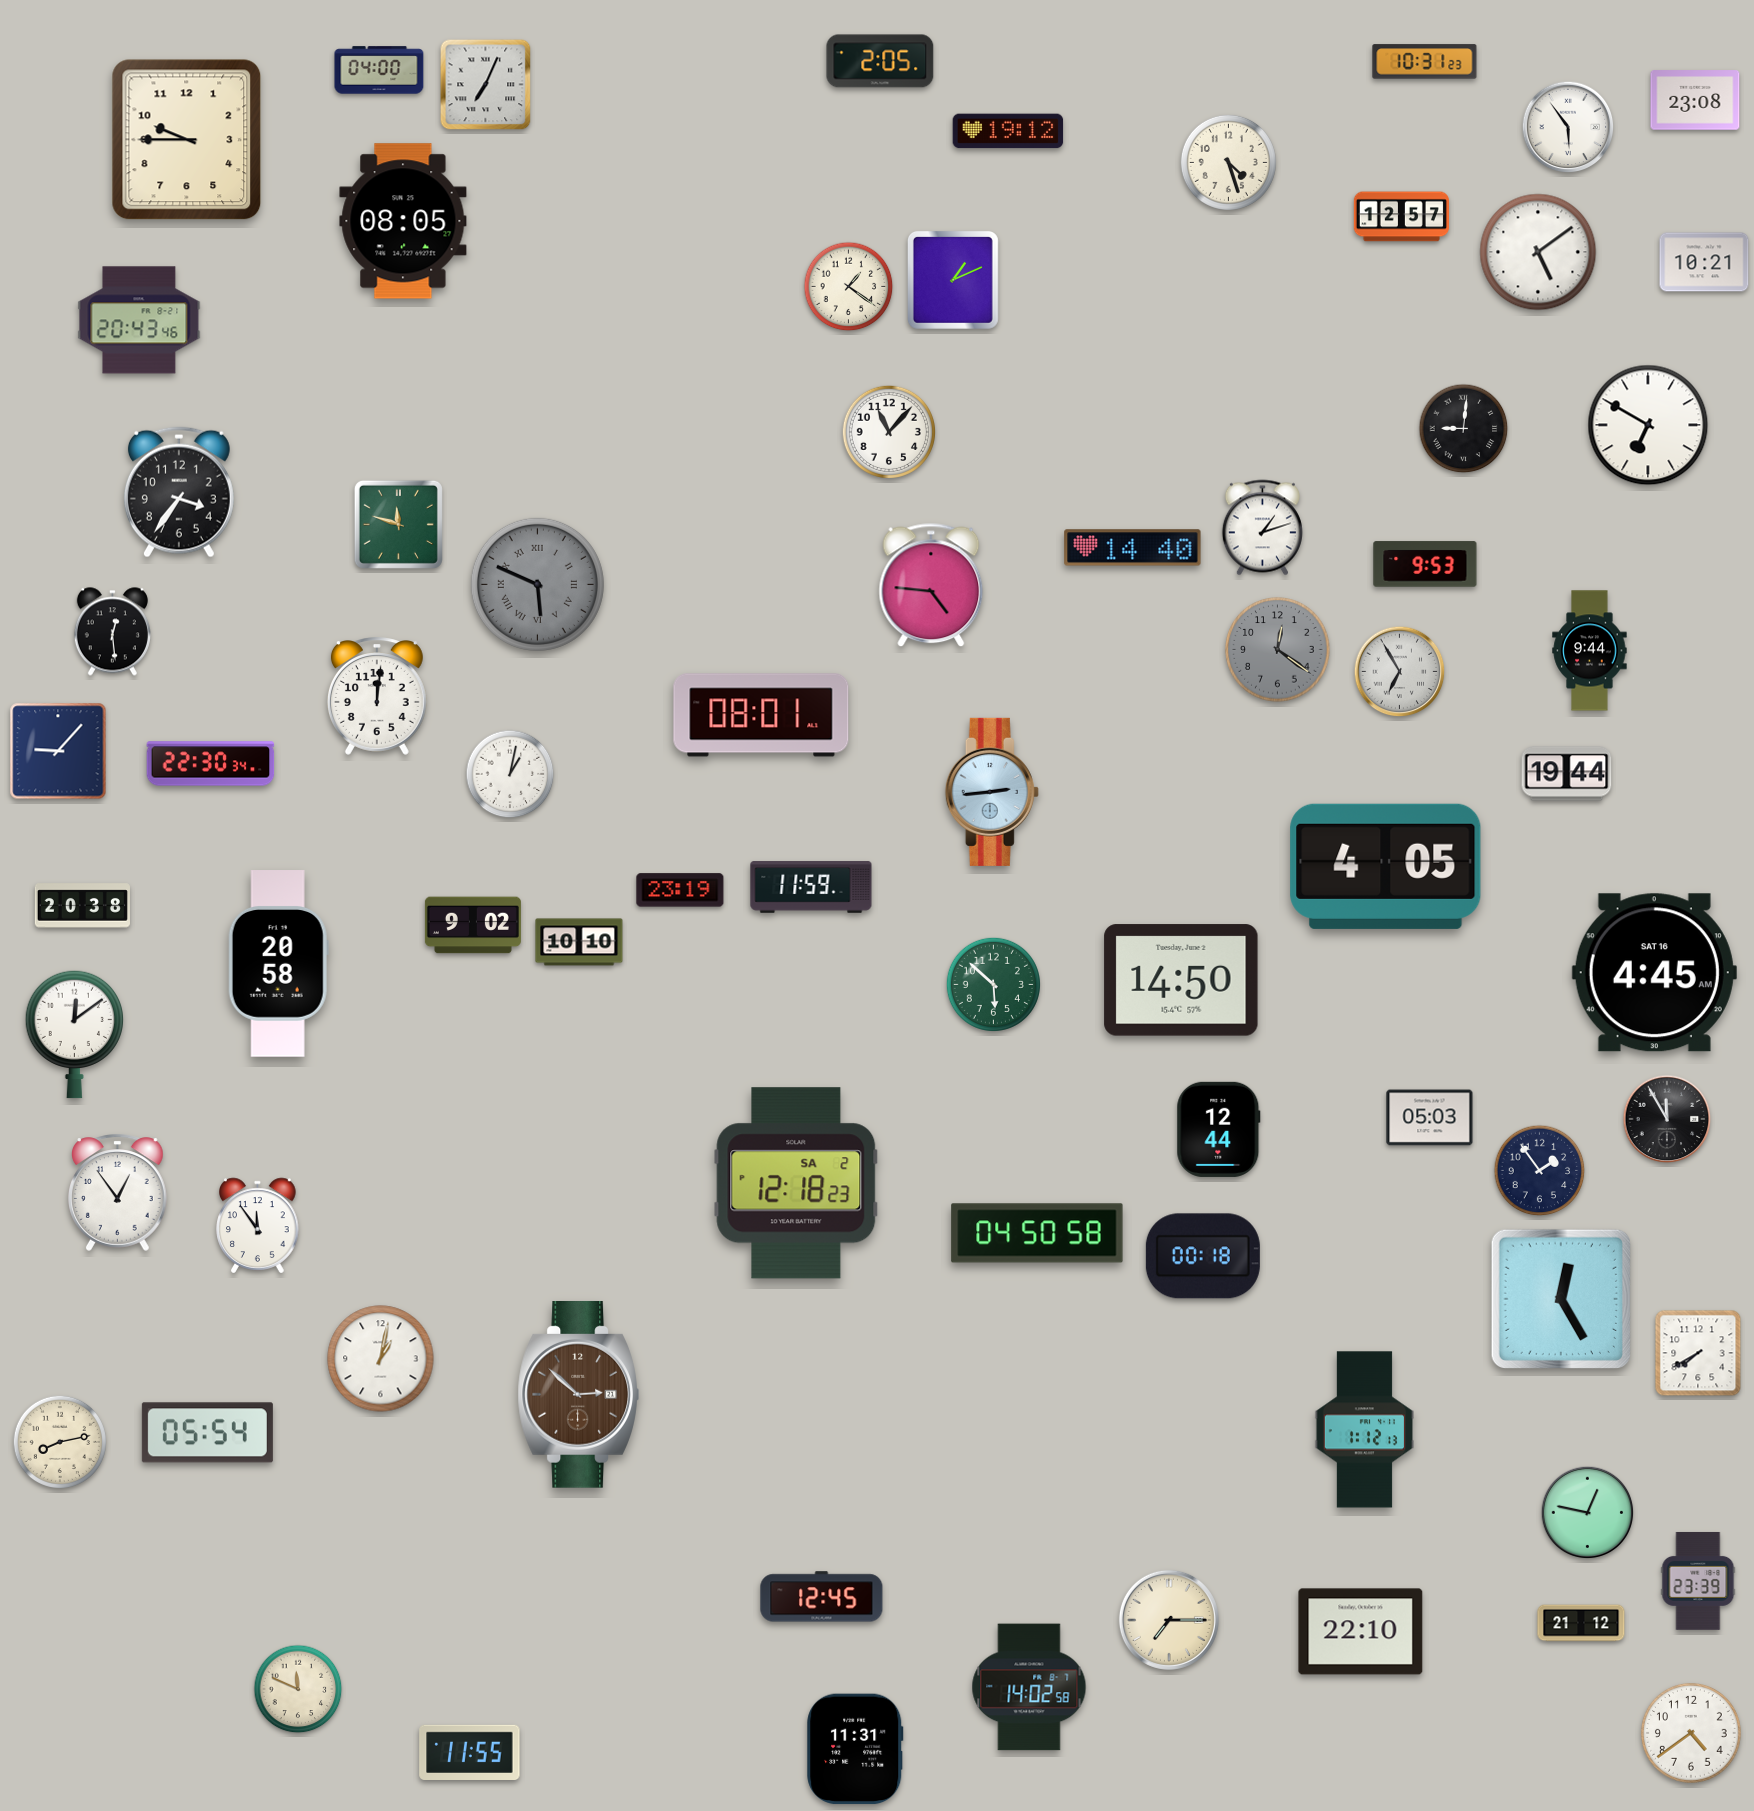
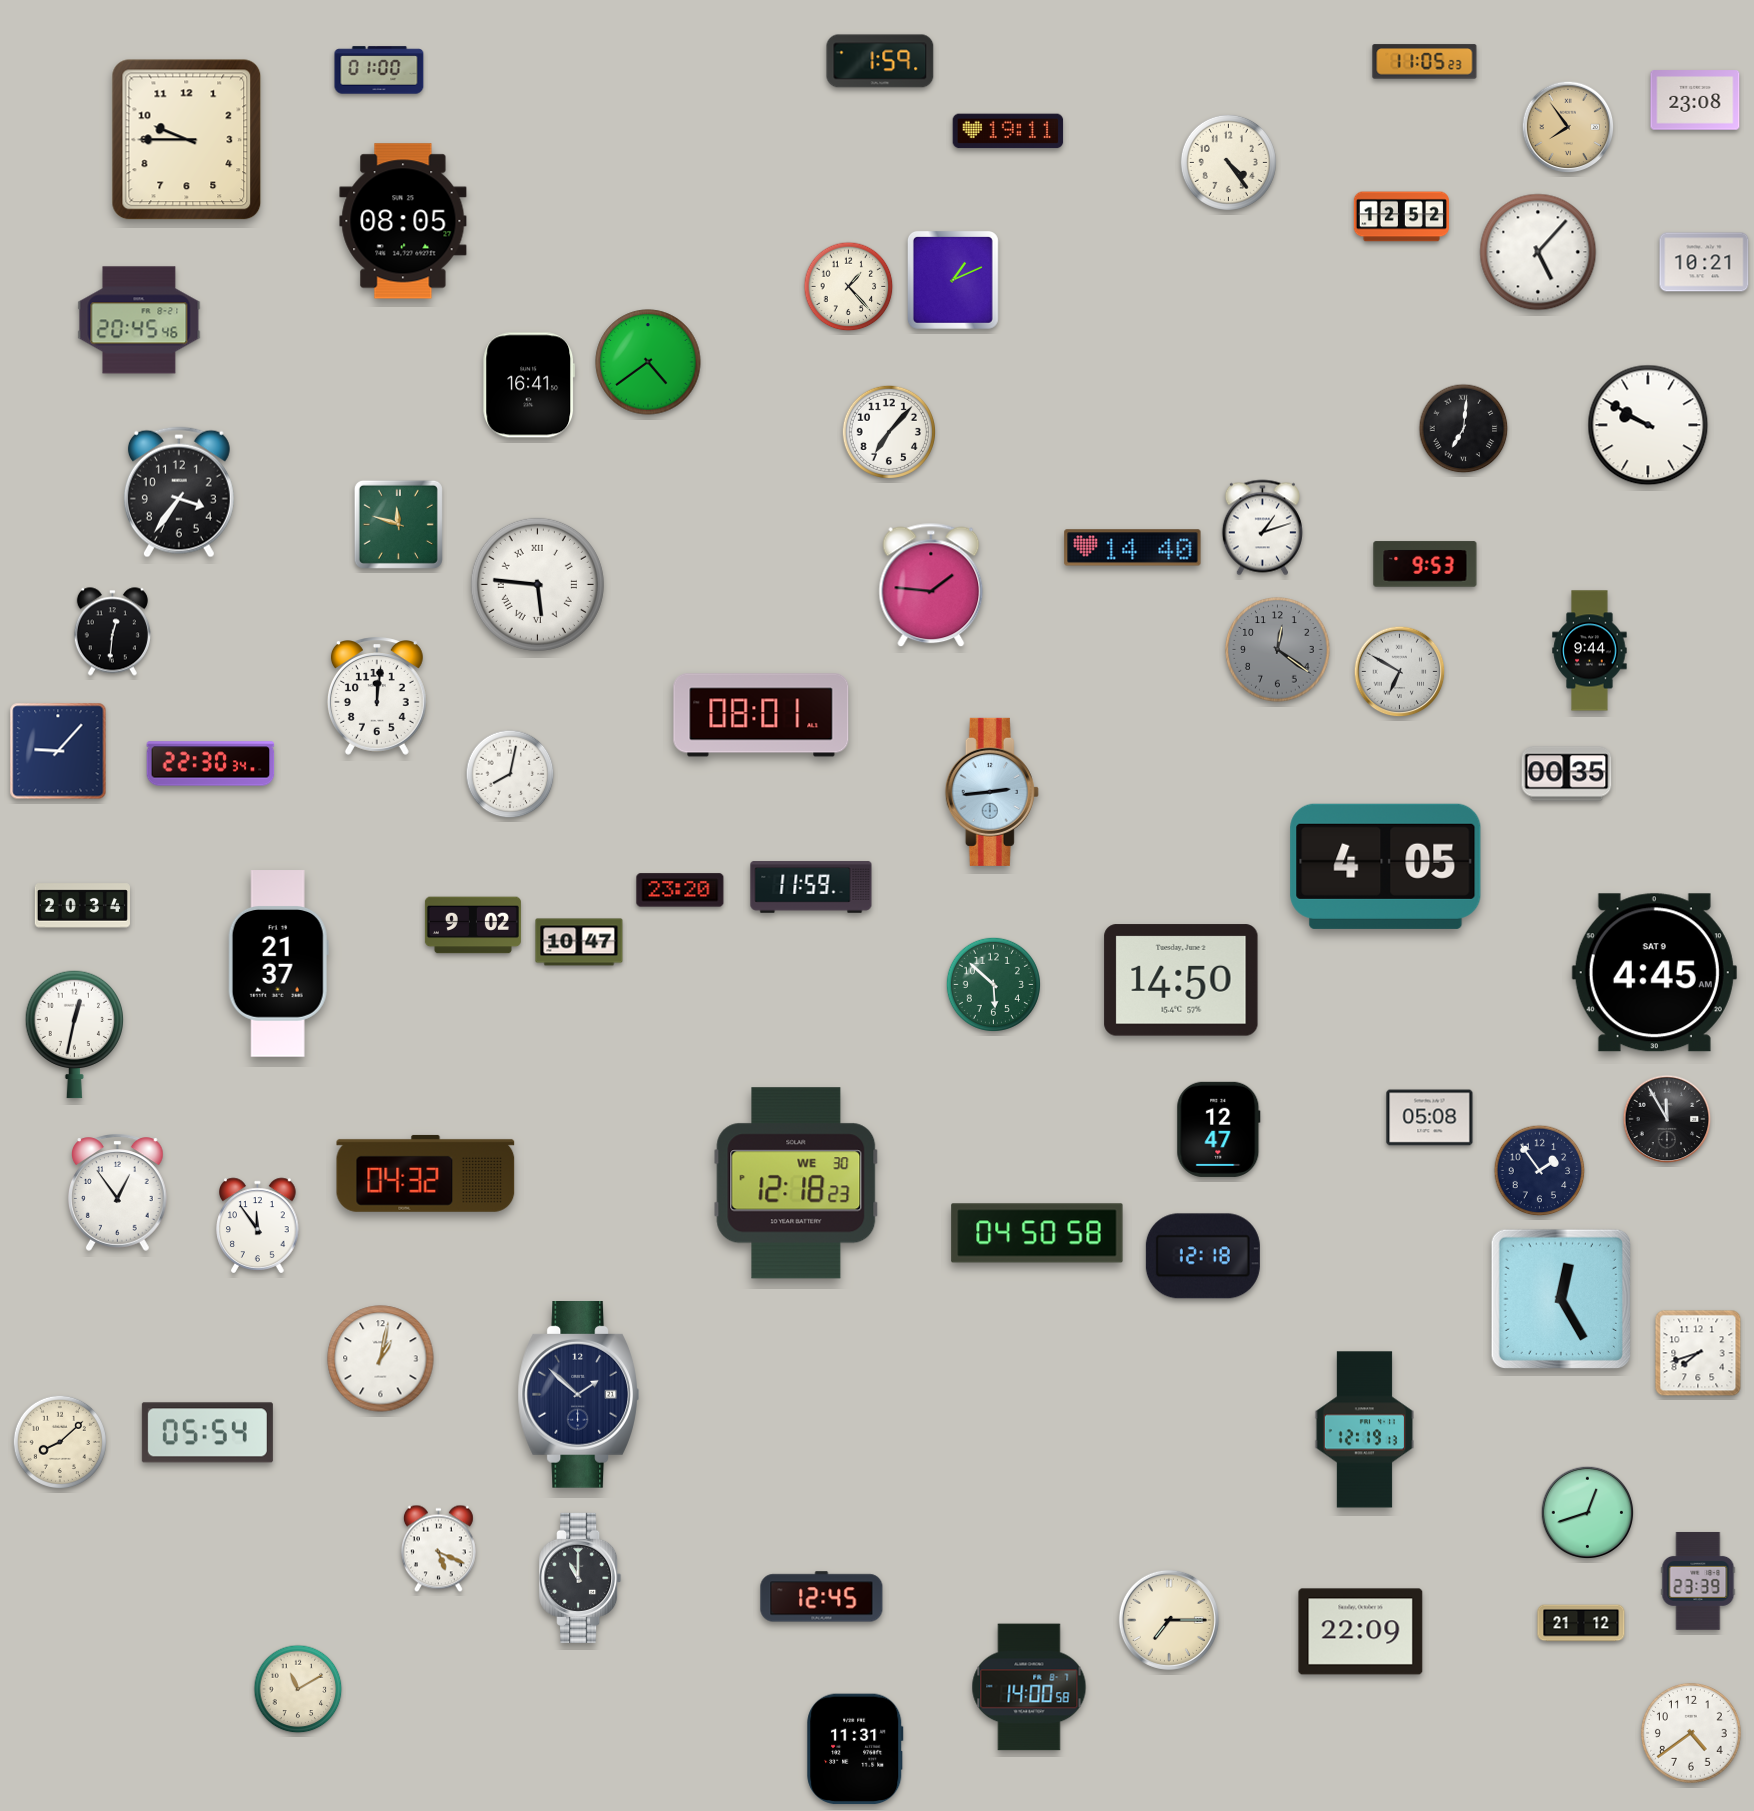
clock at (880, 61): 2:05 -> 1:59
clock at (1425, 62): 10:31 -> 11:05
clock at (379, 70): 04:00 -> 01:00
clock at (486, 85): 7:04 -> none
clock at (1568, 127): 5:54 -> 7:54
clock at (1568, 127) dial: white -> champagne
clock at (1008, 131): 19:12 -> 19:11
clock at (1228, 162): 4:27 -> 4:24
clock at (1401, 217): 12:57 -> 12:52
clock at (1538, 252): 5:09 -> 5:07
clock at (849, 287): 1:21 -> 1:23
clock at (139, 320): 20:43 -> 20:45
clock at (648, 362): none -> 4:39
clock at (529, 385): none -> 16:41
clock at (1648, 425): 6:50 -> 9:50
clock at (1464, 429): 9:01 -> 7:01
clock at (888, 431): 11:07 -> 7:07
clock at (537, 584): 5:49 -> 5:46
clock at (537, 584) dial: grey -> white
clock at (931, 585): 4:46 -> 1:46
clock at (112, 632): 12:29 -> 12:31
clock at (1400, 672): 6:55 -> 6:50
clock at (510, 774): 1:02 -> 8:02
clock at (1567, 774): 19:44 -> 00:35
clock at (680, 890): 23:19 -> 23:20
clock at (82, 906): 20:38 -> 20:34
clock at (579, 942): 10:10 -> 10:47
clock at (278, 964): 20:58 -> 21:37
clock at (1654, 973) date: SAT 16 -> SAT 9
clock at (74, 1034): 12:09 -> 12:32
clock at (1430, 1118): 05:03 -> 05:08
clock at (1219, 1129): 12:44 -> 12:47
clock at (426, 1173): none -> 04:32
clock at (796, 1183) date: SA 2 -> WE 30
clock at (1203, 1256): 00:18 -> 12:18
clock at (1698, 1353): 7:40 -> 7:42
clock at (578, 1395): 2:52 -> 1:52
clock at (578, 1395) dial: brown -> navy
clock at (1364, 1430): 1:12 -> 12:19
clock at (59, 1441): 8:13 -> 8:08
clock at (1588, 1513): 12:47 -> 12:42
clock at (438, 1549): none -> 5:19
clock at (580, 1578): none -> 11:00
clock at (1361, 1632): 22:10 -> 22:09
clock at (1029, 1687): 14:02 -> 14:00
clock at (298, 1689): 11:49 -> 11:10
clock at (470, 1752): 11:55 -> none
